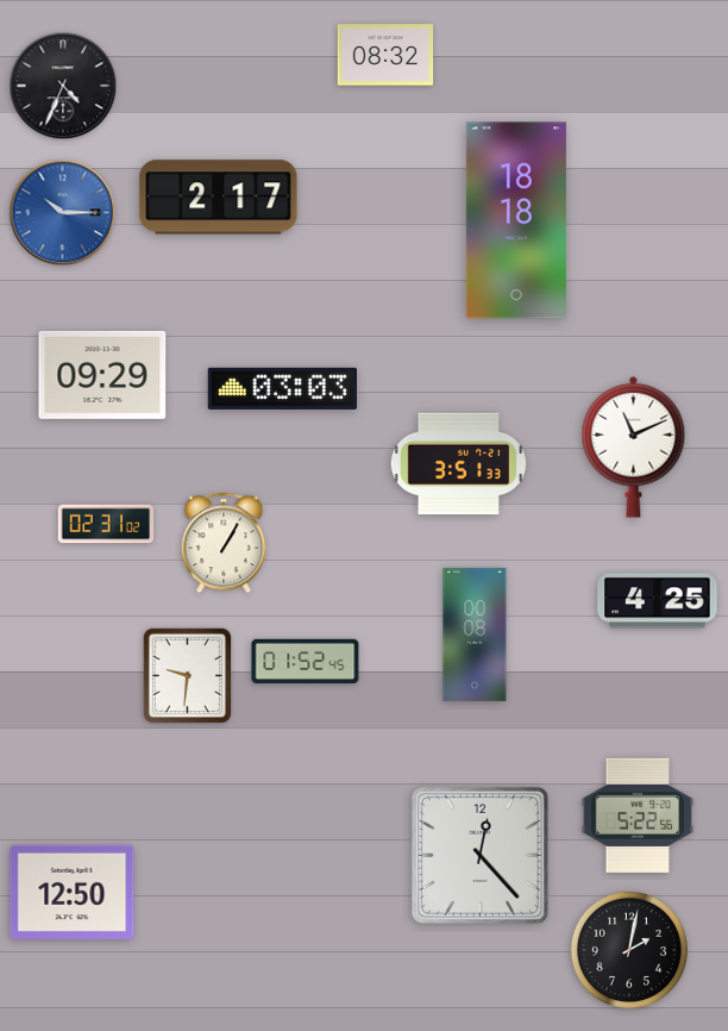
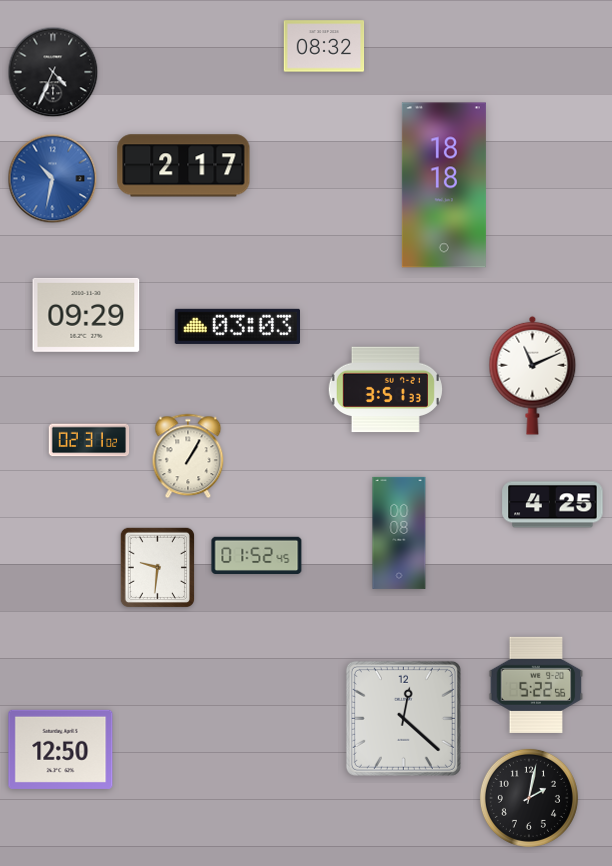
clock at (63, 213): 10:15 -> 10:32
clock at (516, 220) position: (516, 220) -> (444, 185)
clock at (479, 855): 12:23 -> 12:22
